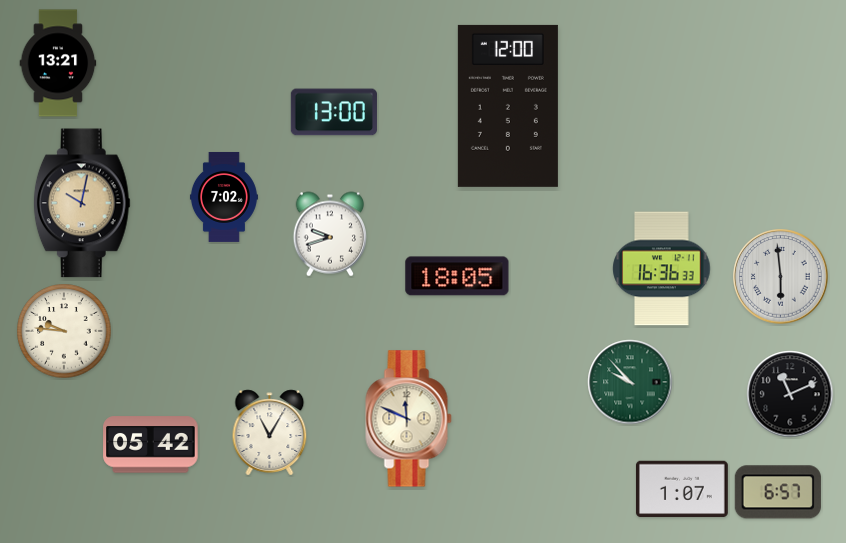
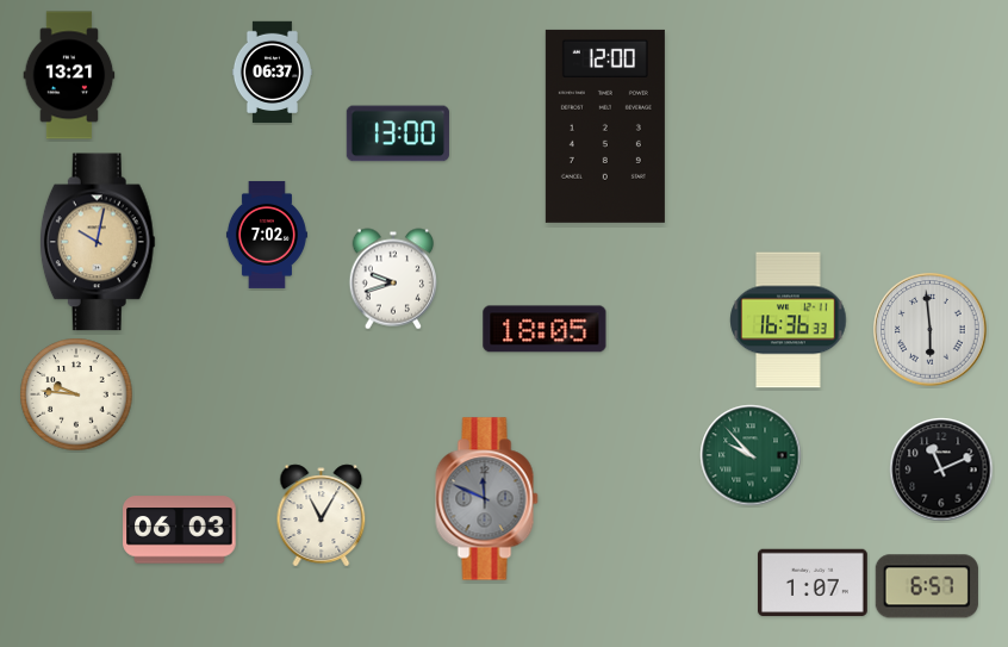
clock at (272, 73): none -> 06:37
clock at (409, 419) dial: cream -> grey
clock at (151, 445): 05:42 -> 06:03
